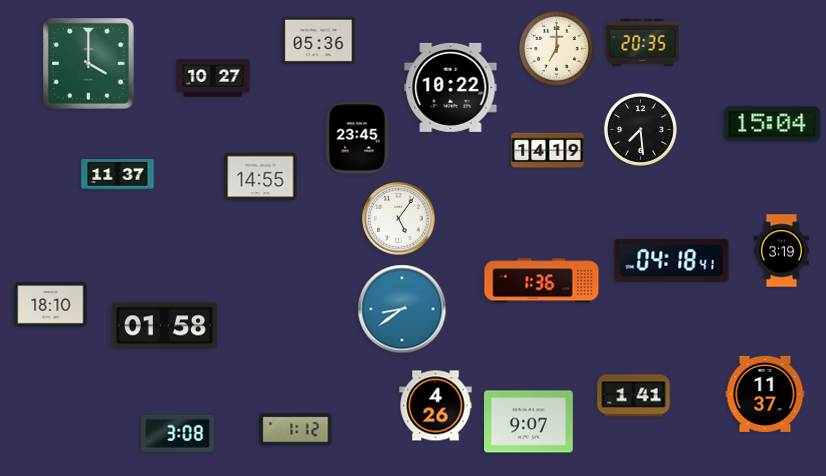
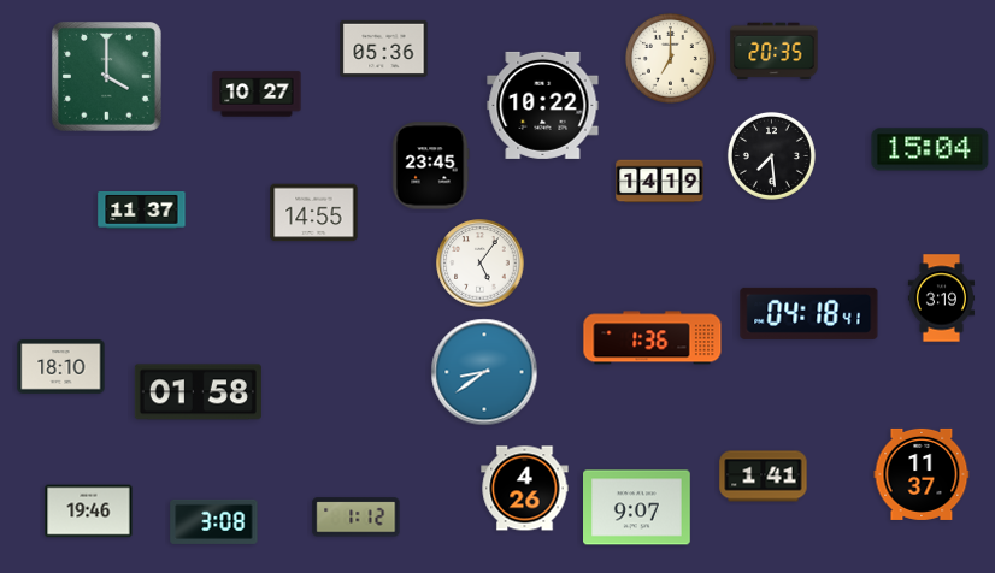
clock at (781, 251) position: (781, 251) -> (941, 299)
clock at (89, 512): none -> 19:46
